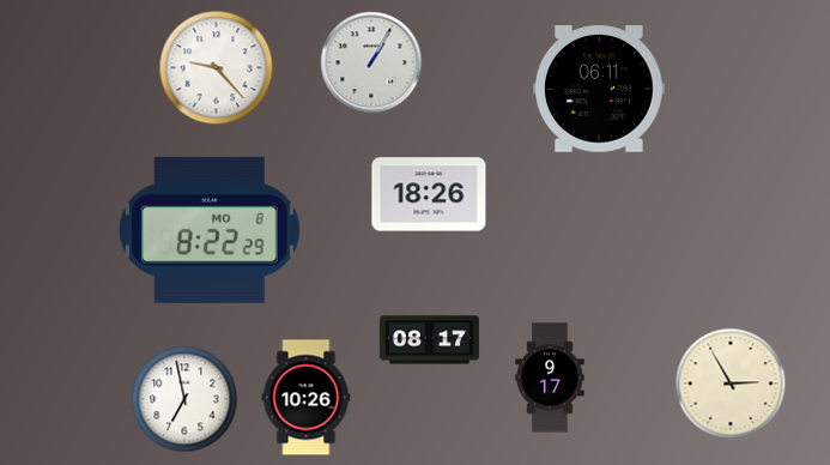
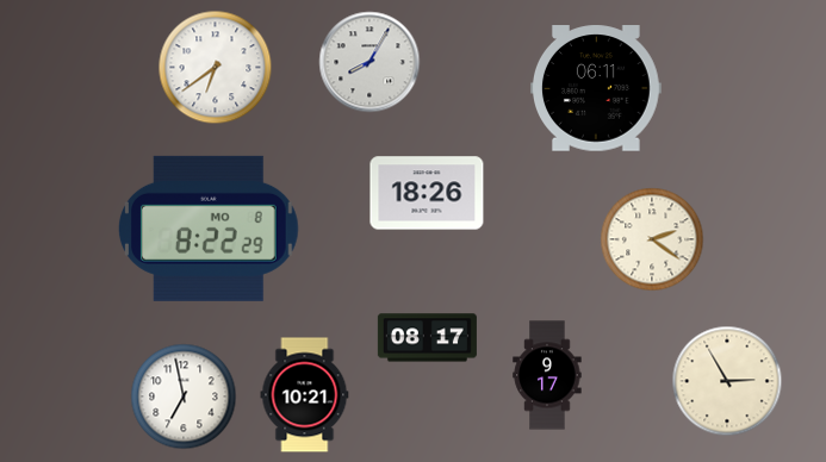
clock at (371, 62): 1:05 -> 8:05
clock at (217, 68): 9:23 -> 6:39
clock at (652, 239): none -> 2:21
clock at (307, 398): 10:26 -> 10:21
